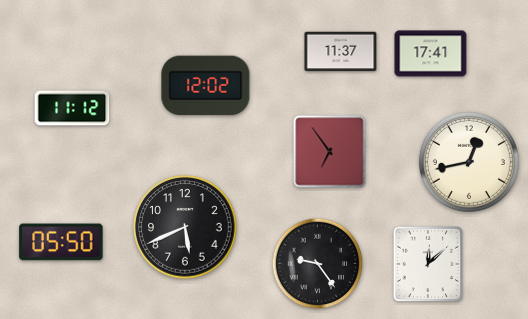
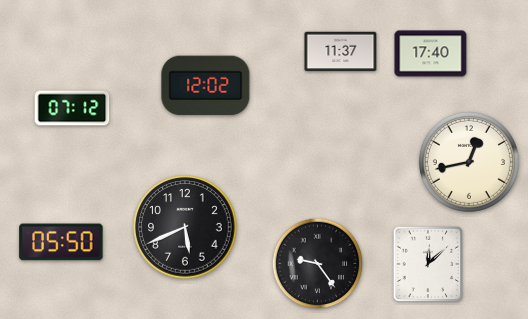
clock at (431, 54): 17:41 -> 17:40
clock at (72, 108): 11:12 -> 07:12
clock at (330, 152): 6:54 -> none
